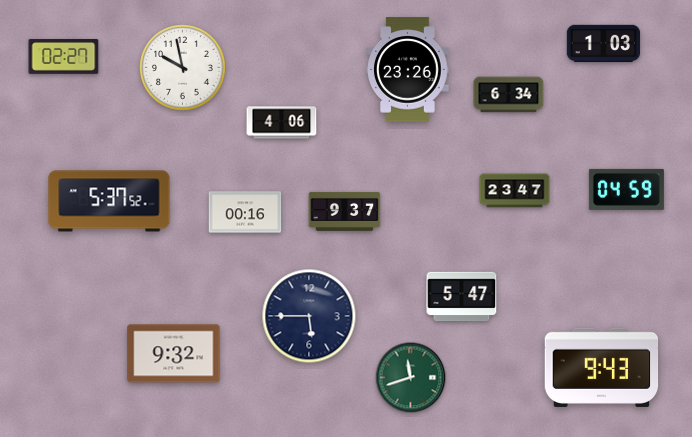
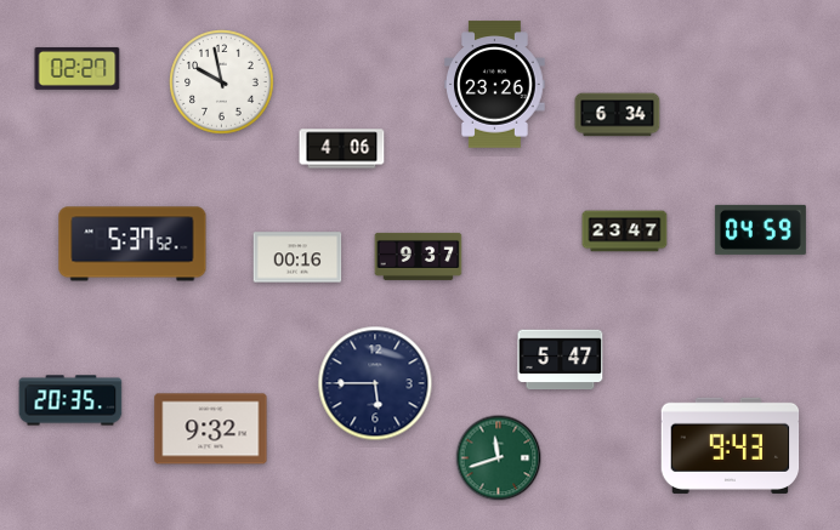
clock at (604, 44): 1:03 -> none
clock at (70, 400): none -> 20:35
